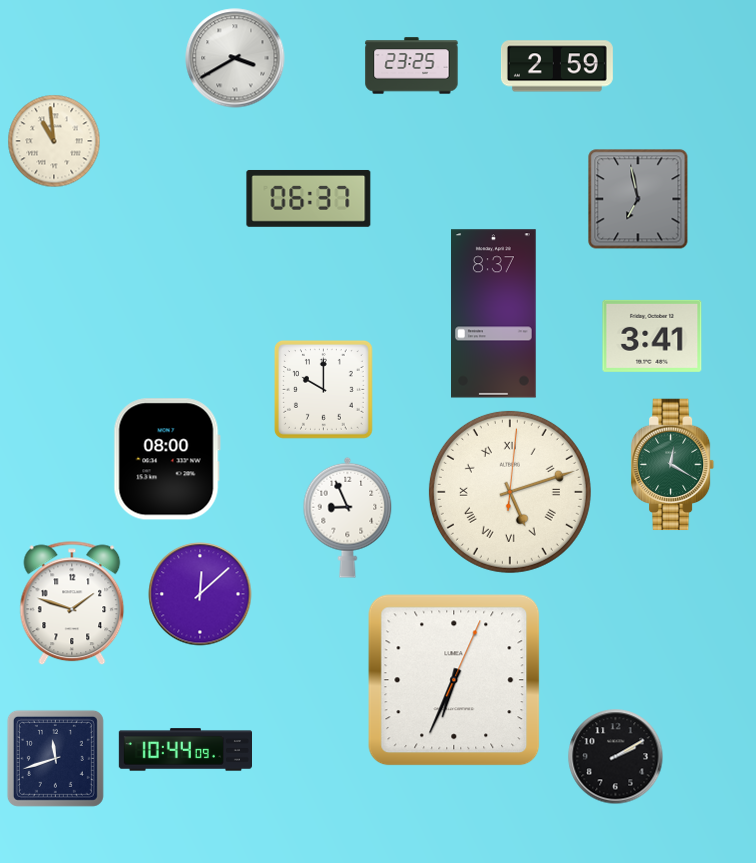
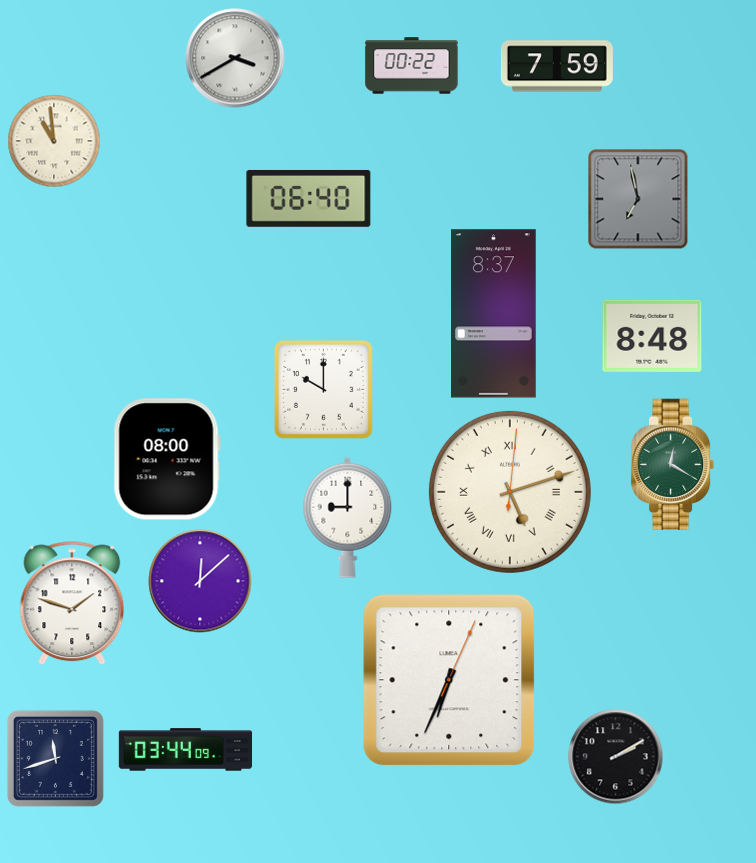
clock at (412, 66): 23:25 -> 00:22
clock at (557, 66): 2:59 -> 7:59
clock at (309, 198): 06:37 -> 06:40
clock at (652, 336): 3:41 -> 8:48
clock at (348, 517): 8:56 -> 9:00
clock at (200, 594) position: (200, 594) -> (200, 581)
clock at (454, 680) position: (454, 680) -> (449, 680)
clock at (185, 750): 10:44 -> 03:44
